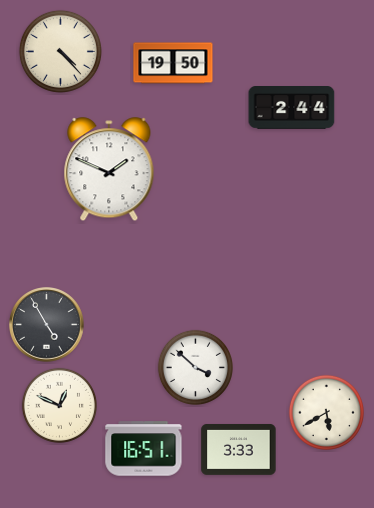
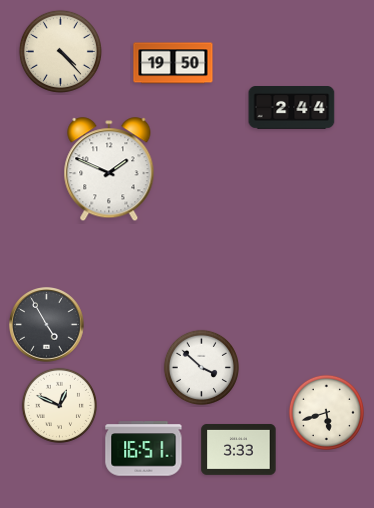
clock at (195, 367) position: (195, 367) -> (201, 367)
clock at (326, 412): 5:40 -> 5:42
